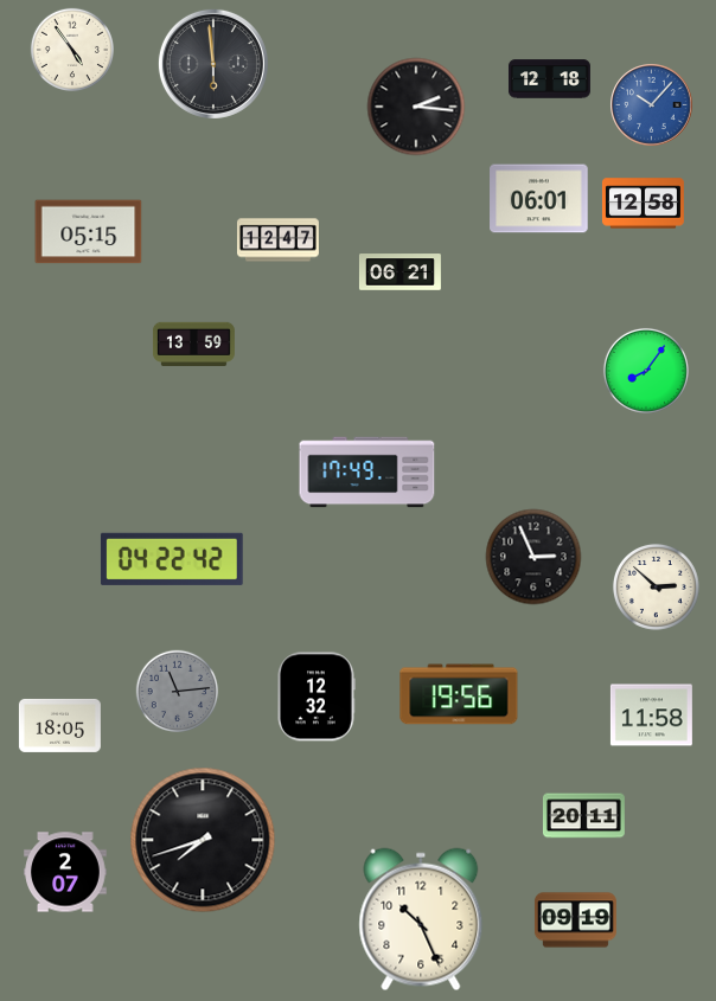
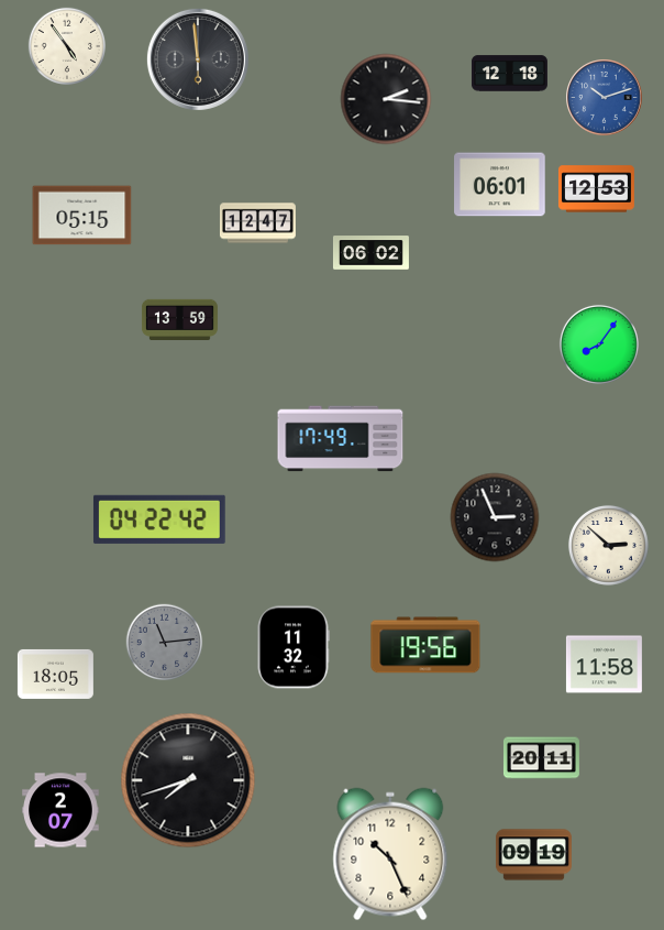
clock at (652, 105): 10:07 -> 10:12
clock at (643, 204): 12:58 -> 12:53
clock at (399, 272): 06:21 -> 06:02
clock at (317, 697): 12:32 -> 11:32
